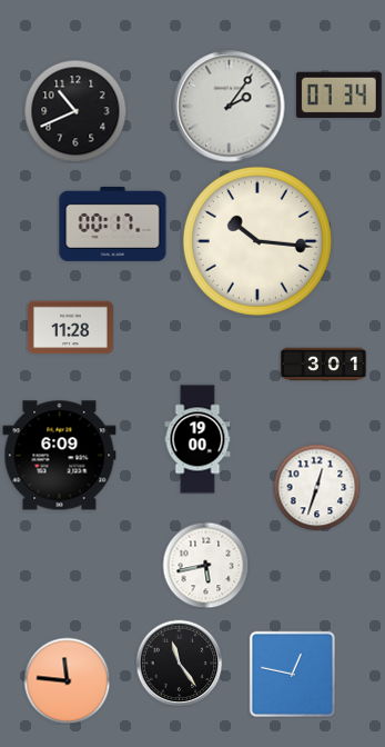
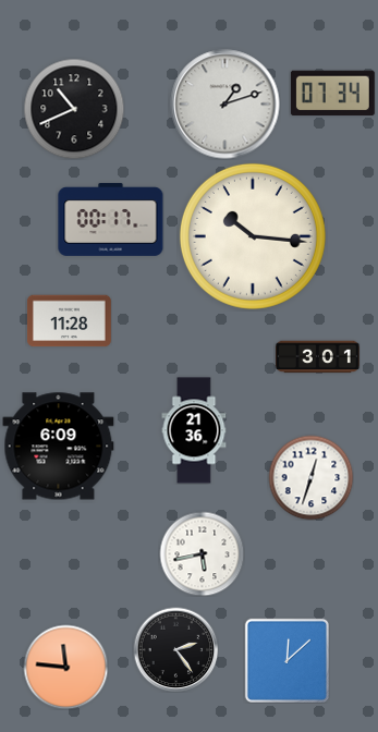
clock at (230, 107): 2:06 -> 1:12
clock at (197, 439): 19:00 -> 21:36
clock at (179, 663): 11:24 -> 2:24
clock at (292, 674): 12:47 -> 12:08
